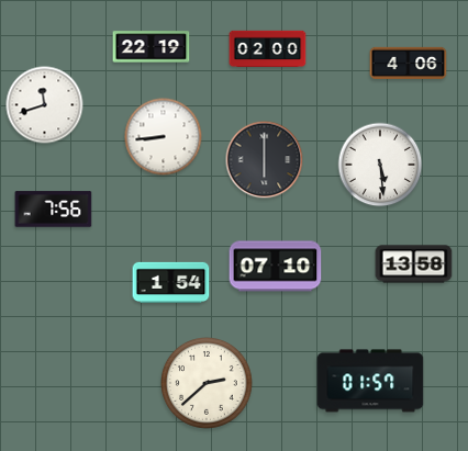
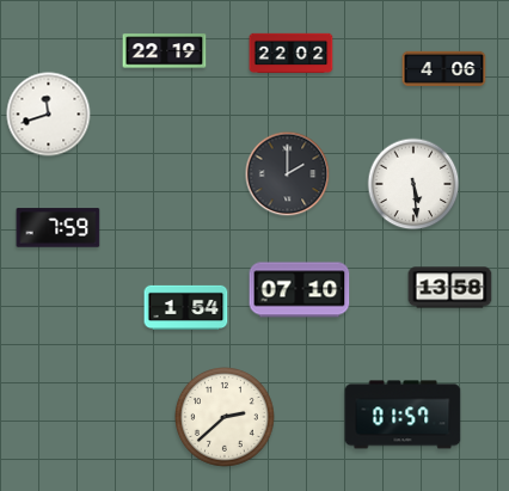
clock at (268, 49): 02:00 -> 22:02
clock at (164, 137): 8:44 -> none
clock at (265, 160): 6:00 -> 2:00
clock at (380, 165) position: (380, 165) -> (413, 184)
clock at (54, 210): 7:56 -> 7:59
